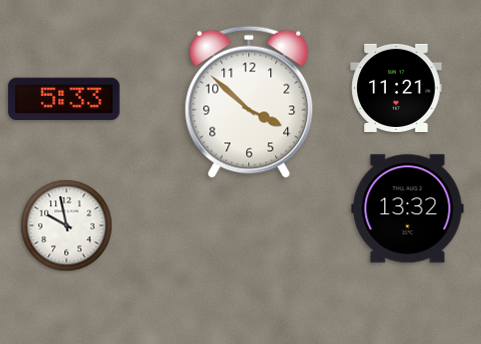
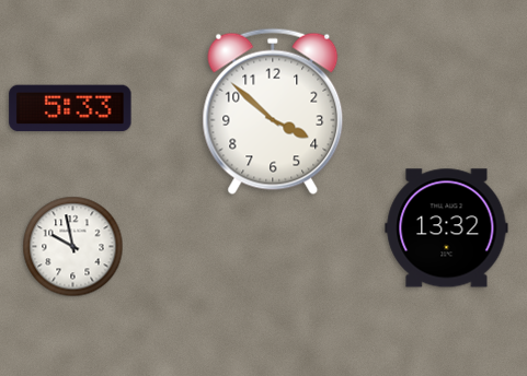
clock at (396, 87): 11:21 -> none
